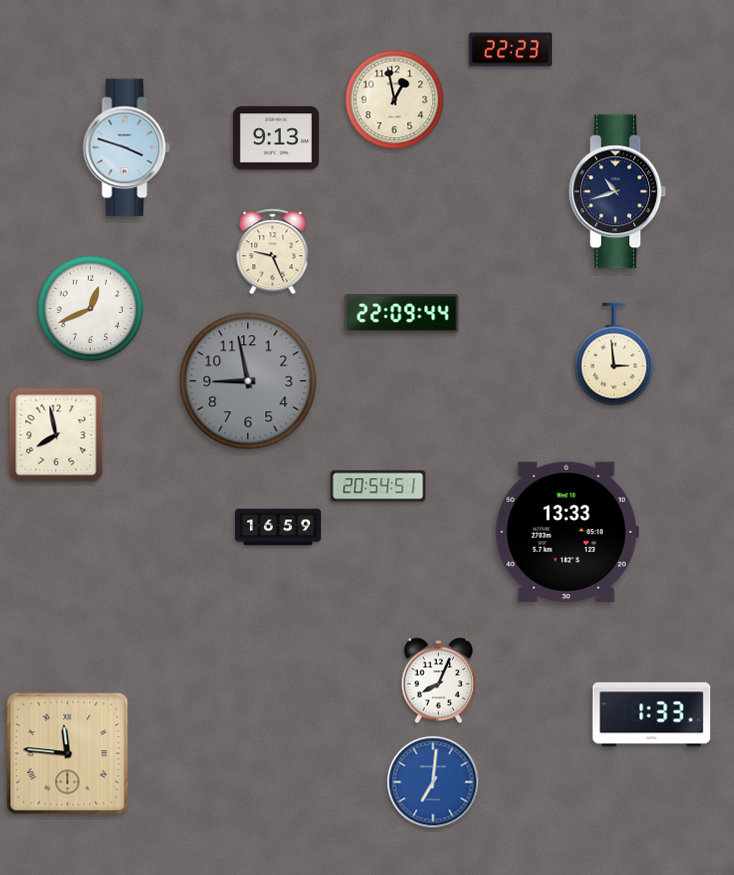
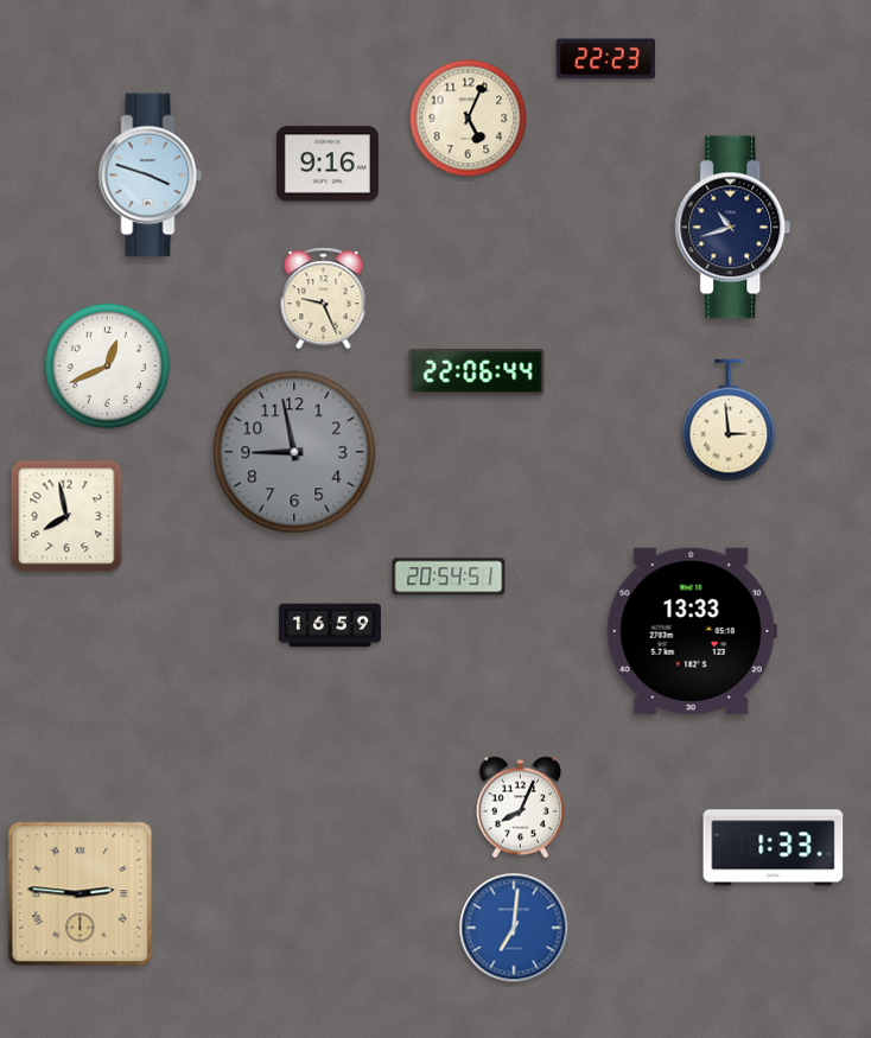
clock at (395, 100): 12:58 -> 5:04
clock at (276, 138): 9:13 -> 9:16
clock at (402, 314): 22:09 -> 22:06
clock at (567, 531) position: (567, 531) -> (692, 630)
clock at (68, 754): 11:46 -> 2:46
